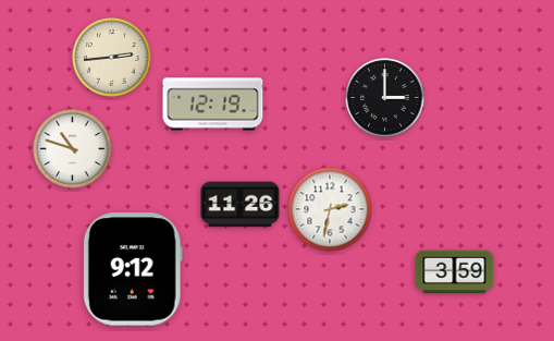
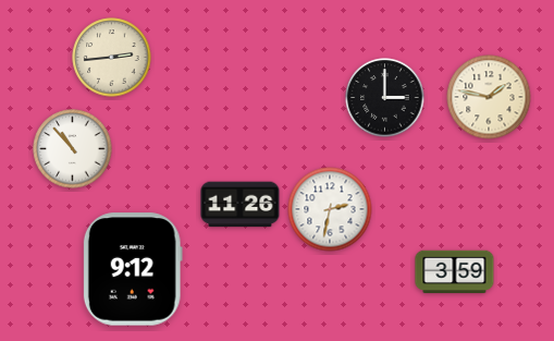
clock at (489, 97): none -> 1:47
clock at (213, 105): 12:19 -> none
clock at (73, 149): 10:48 -> 10:53
